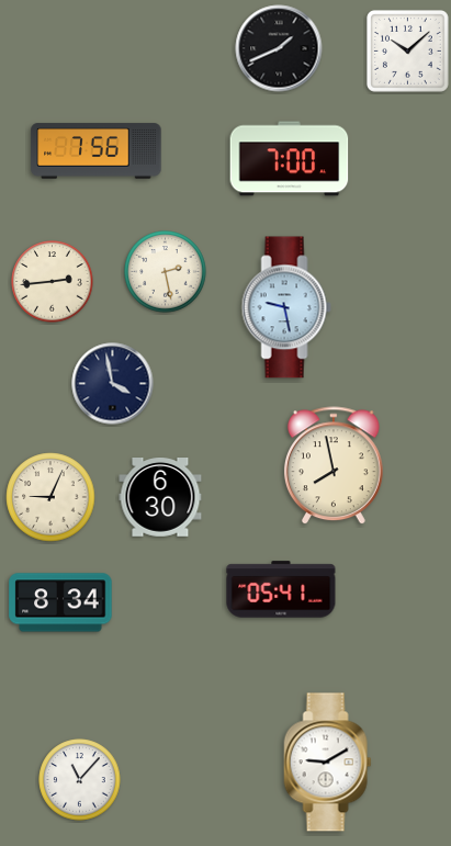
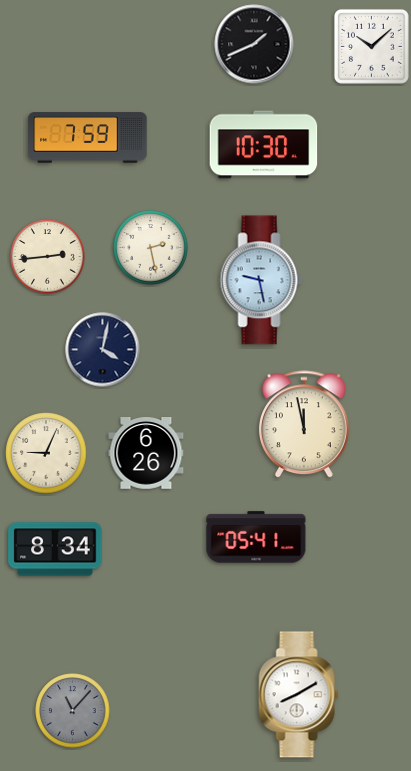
clock at (97, 151): 7:56 -> 7:59
clock at (290, 159): 7:00 -> 10:30
clock at (113, 384): 3:58 -> 4:02
clock at (334, 466): 7:58 -> 11:58
clock at (160, 498): 6:30 -> 6:26
clock at (328, 763): 9:10 -> 8:10
clock at (80, 780) dial: white -> grey
